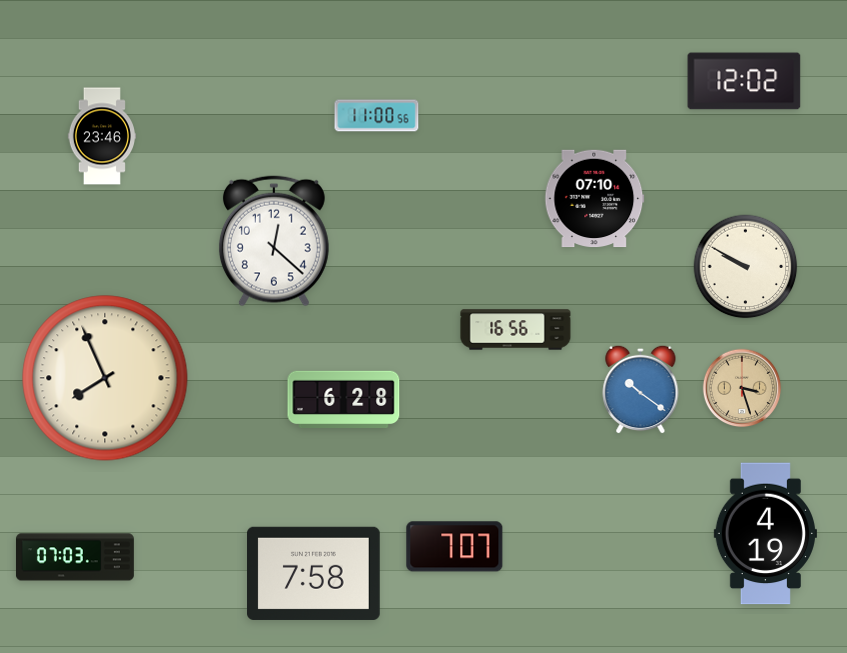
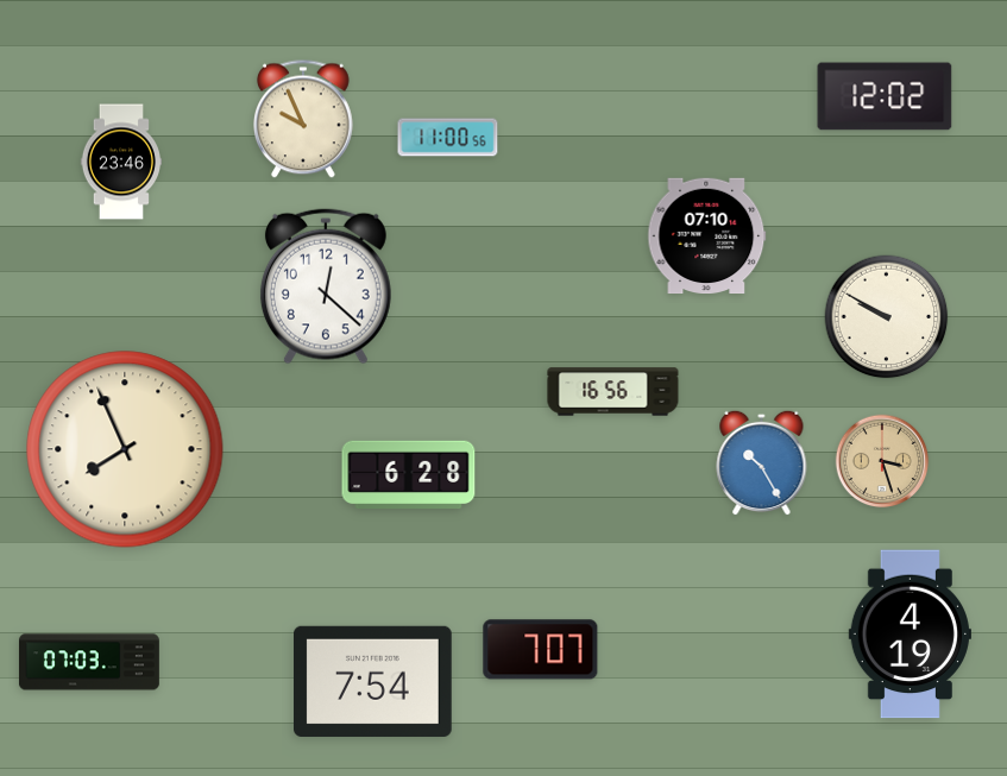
clock at (304, 119): none -> 9:56
clock at (641, 389): 10:21 -> 10:25
clock at (314, 573): 7:58 -> 7:54
